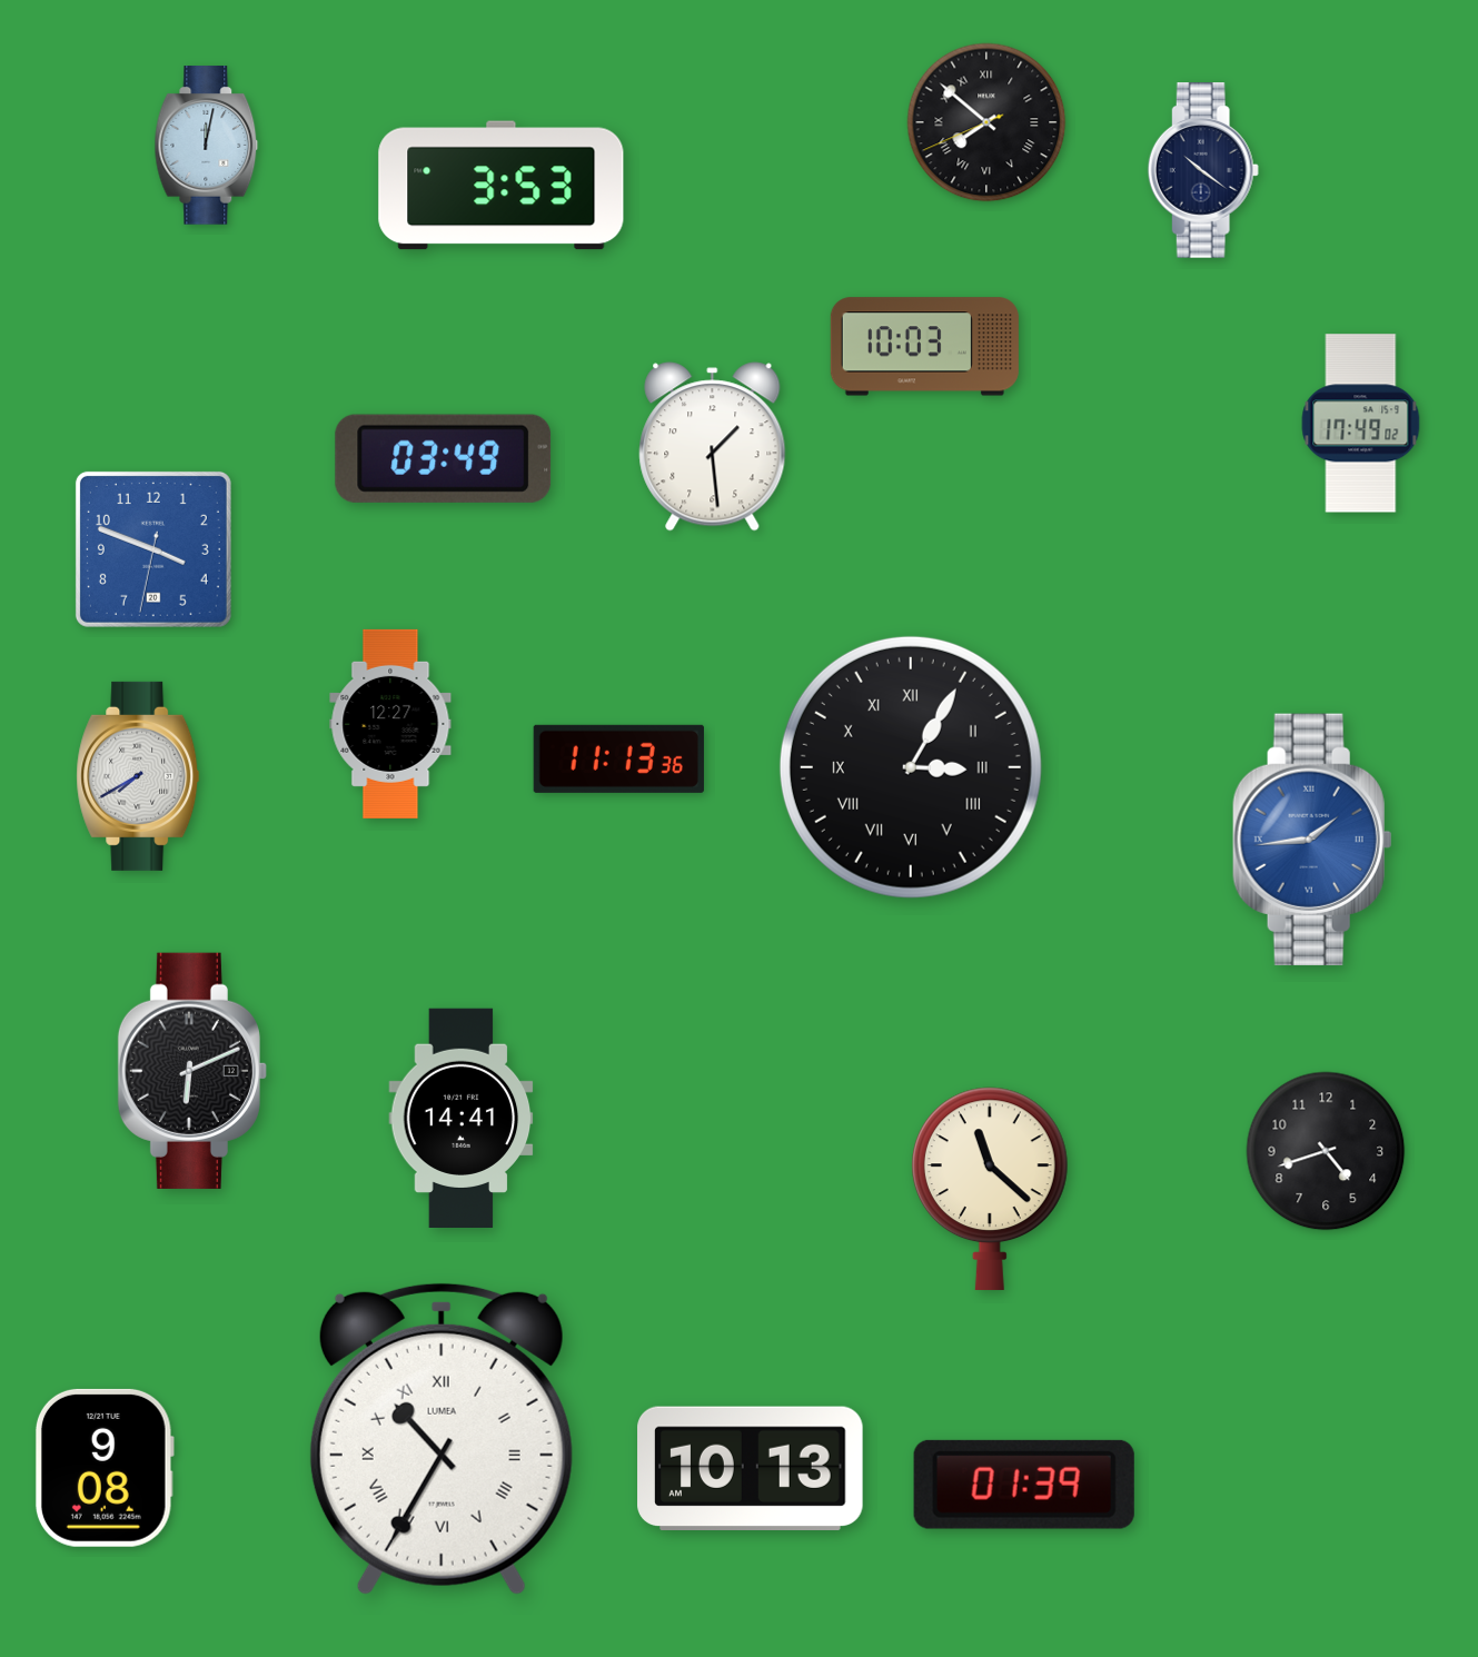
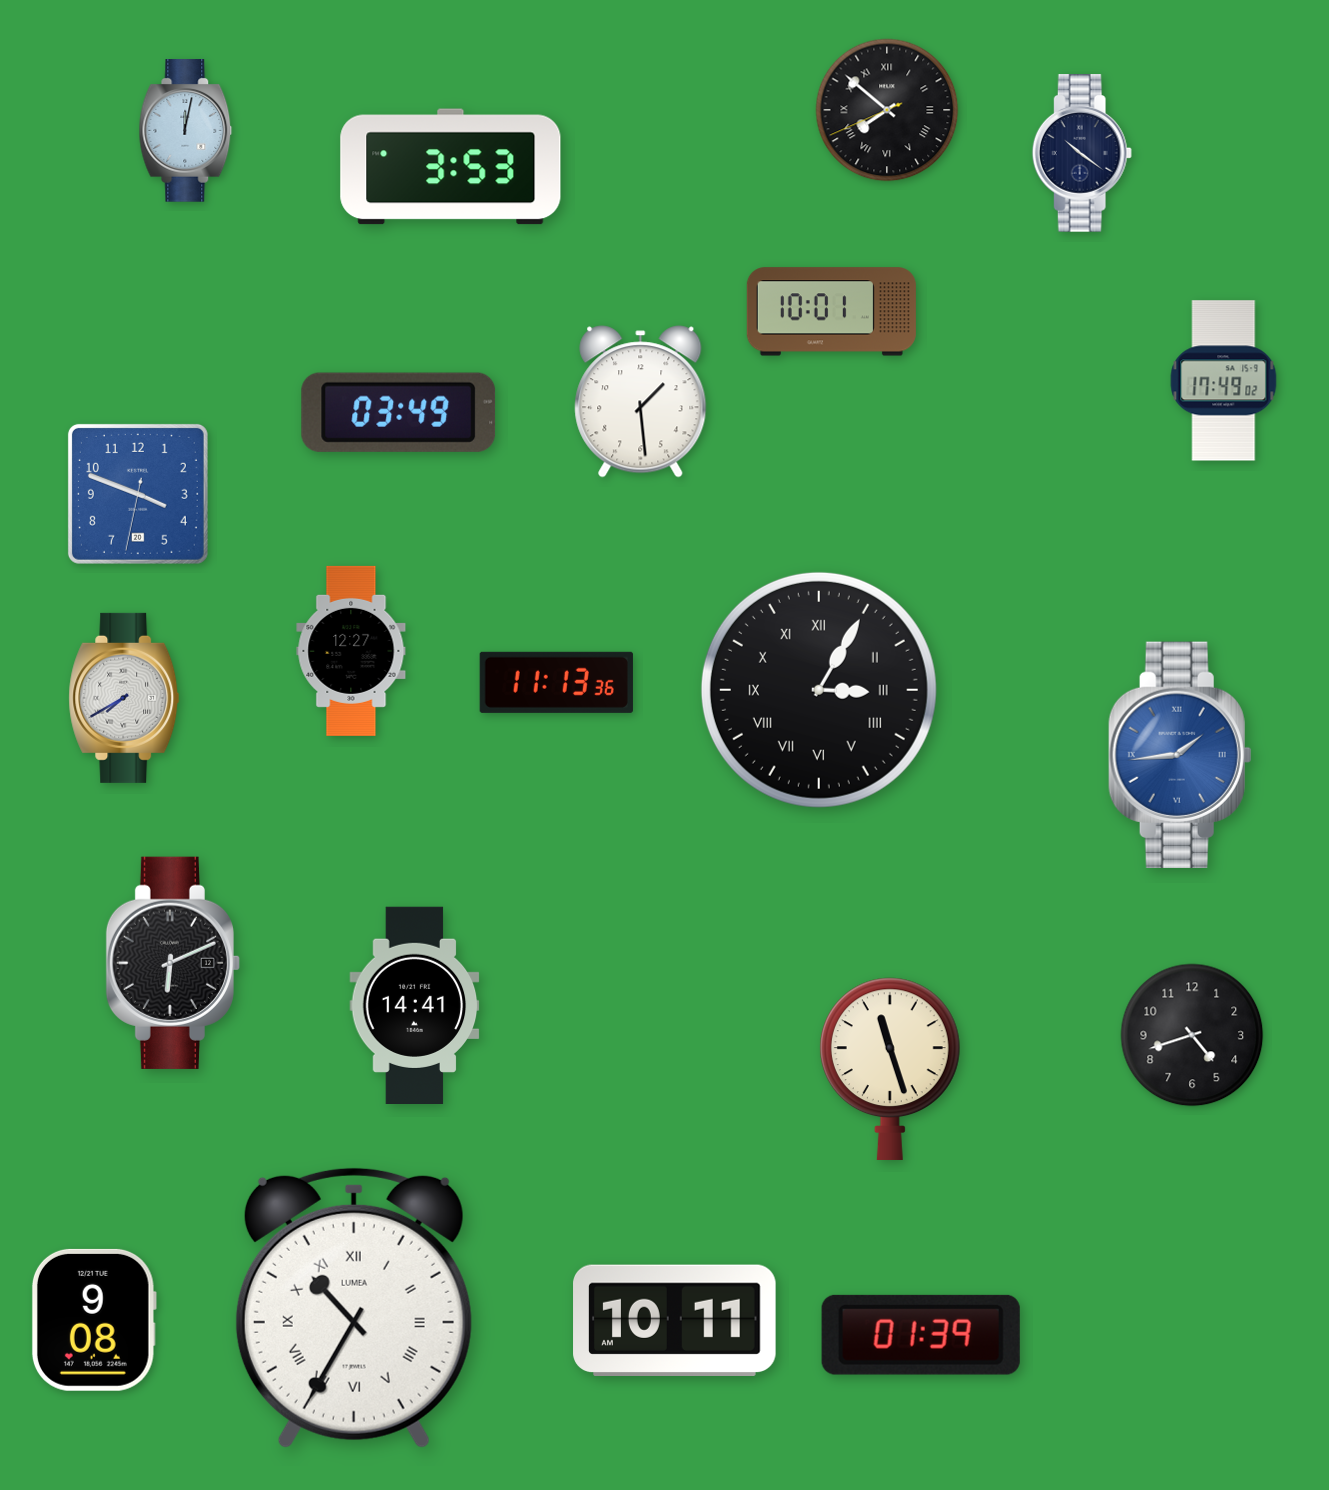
clock at (924, 347): 10:03 -> 10:01
clock at (990, 1189): 11:22 -> 11:27
clock at (442, 1439) position: (442, 1439) -> (354, 1308)
clock at (751, 1469): 10:13 -> 10:11
